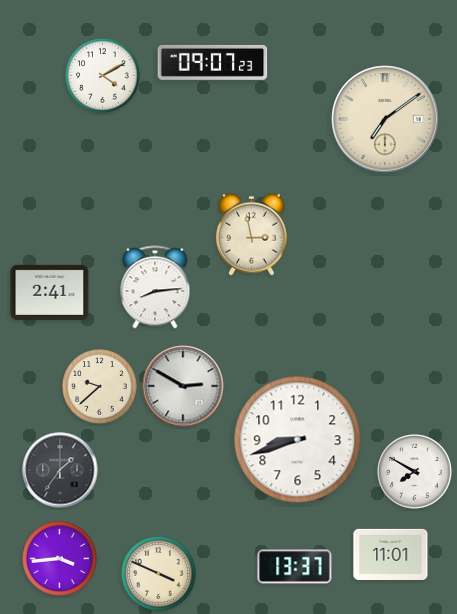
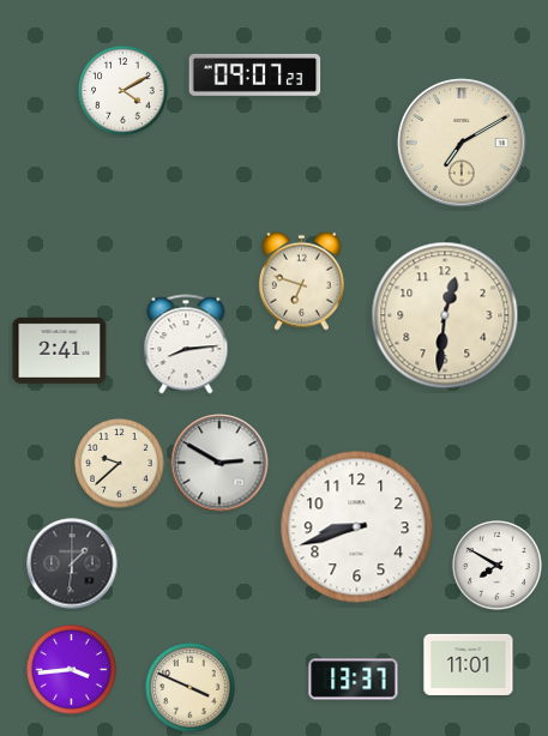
clock at (385, 119): 7:09 -> 7:10
clock at (251, 234): 2:58 -> 6:48
clock at (445, 315): none -> 12:31
clock at (60, 470): 1:36 -> 1:31
